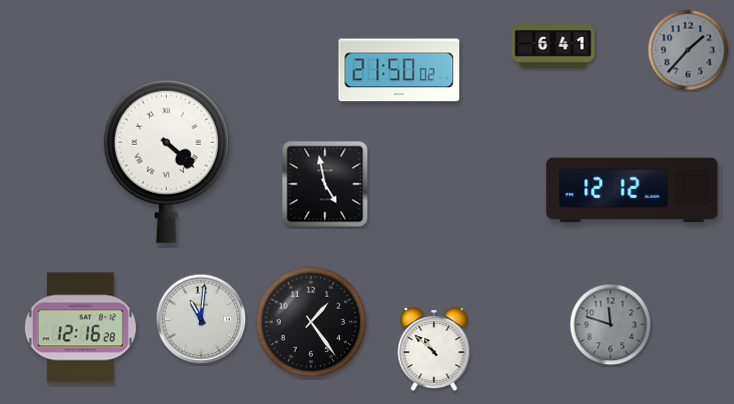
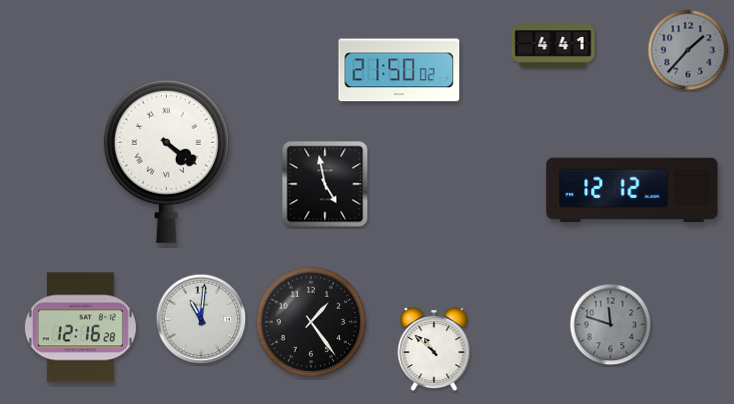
clock at (553, 46): 6:41 -> 4:41
clock at (166, 161): 4:22 -> 4:21
